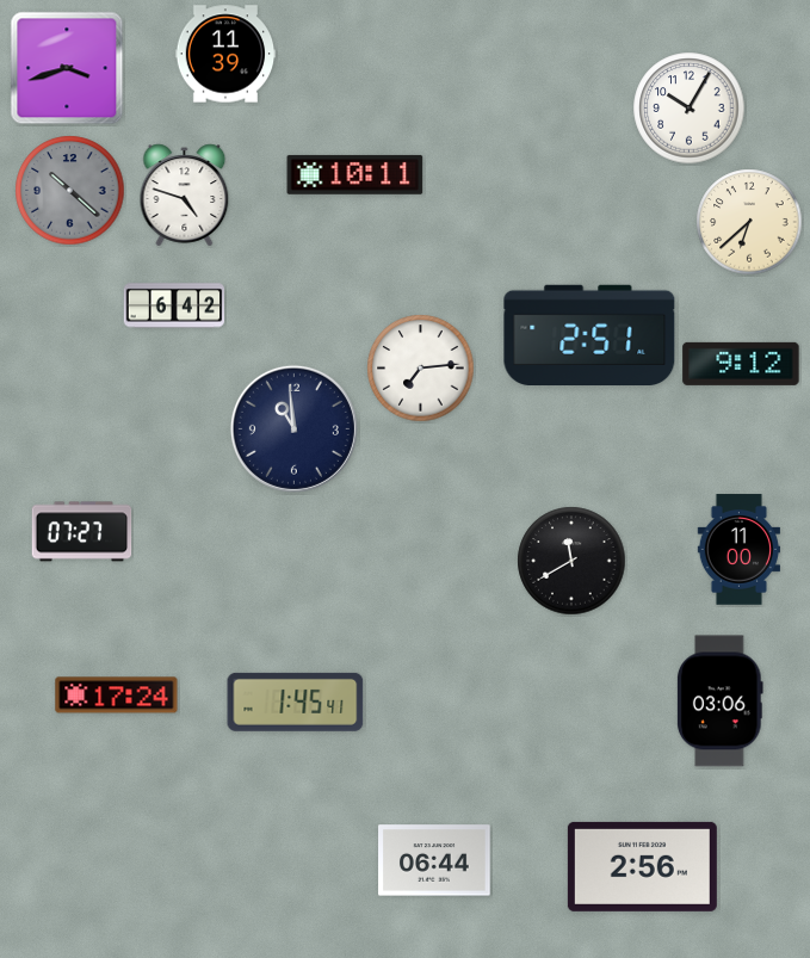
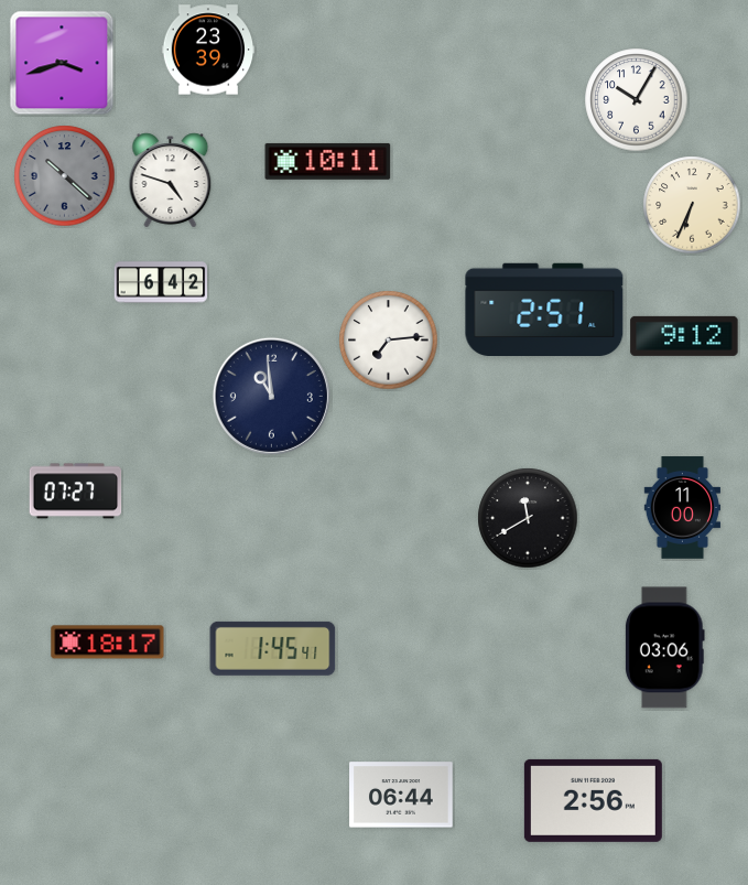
clock at (225, 54): 11:39 -> 23:39
clock at (749, 222): 6:38 -> 6:34
clock at (117, 696): 17:24 -> 18:17
